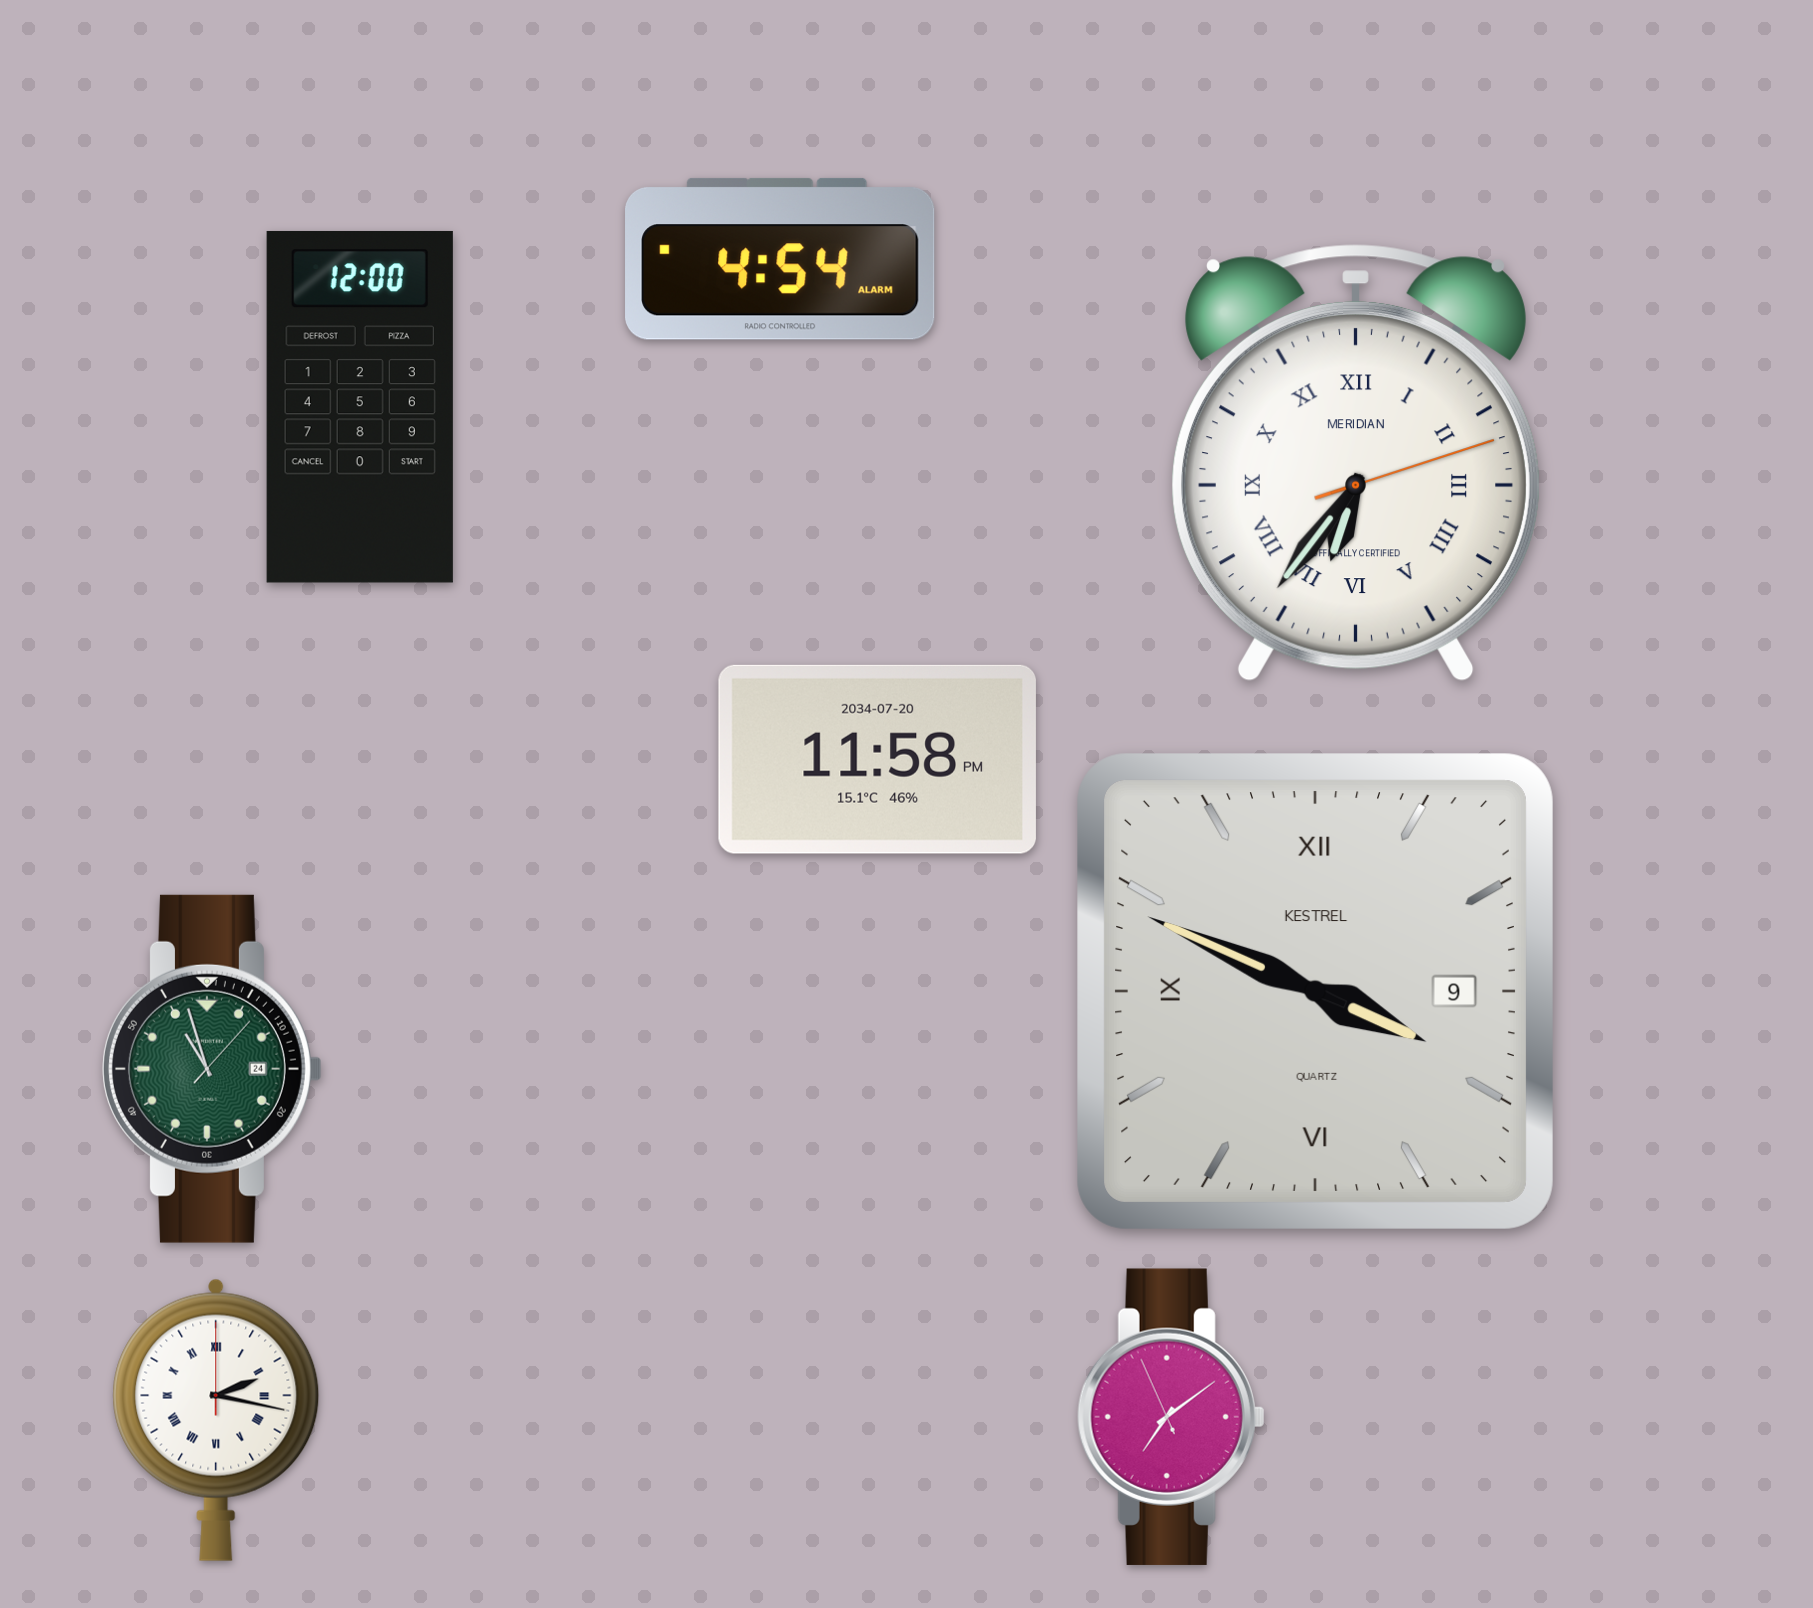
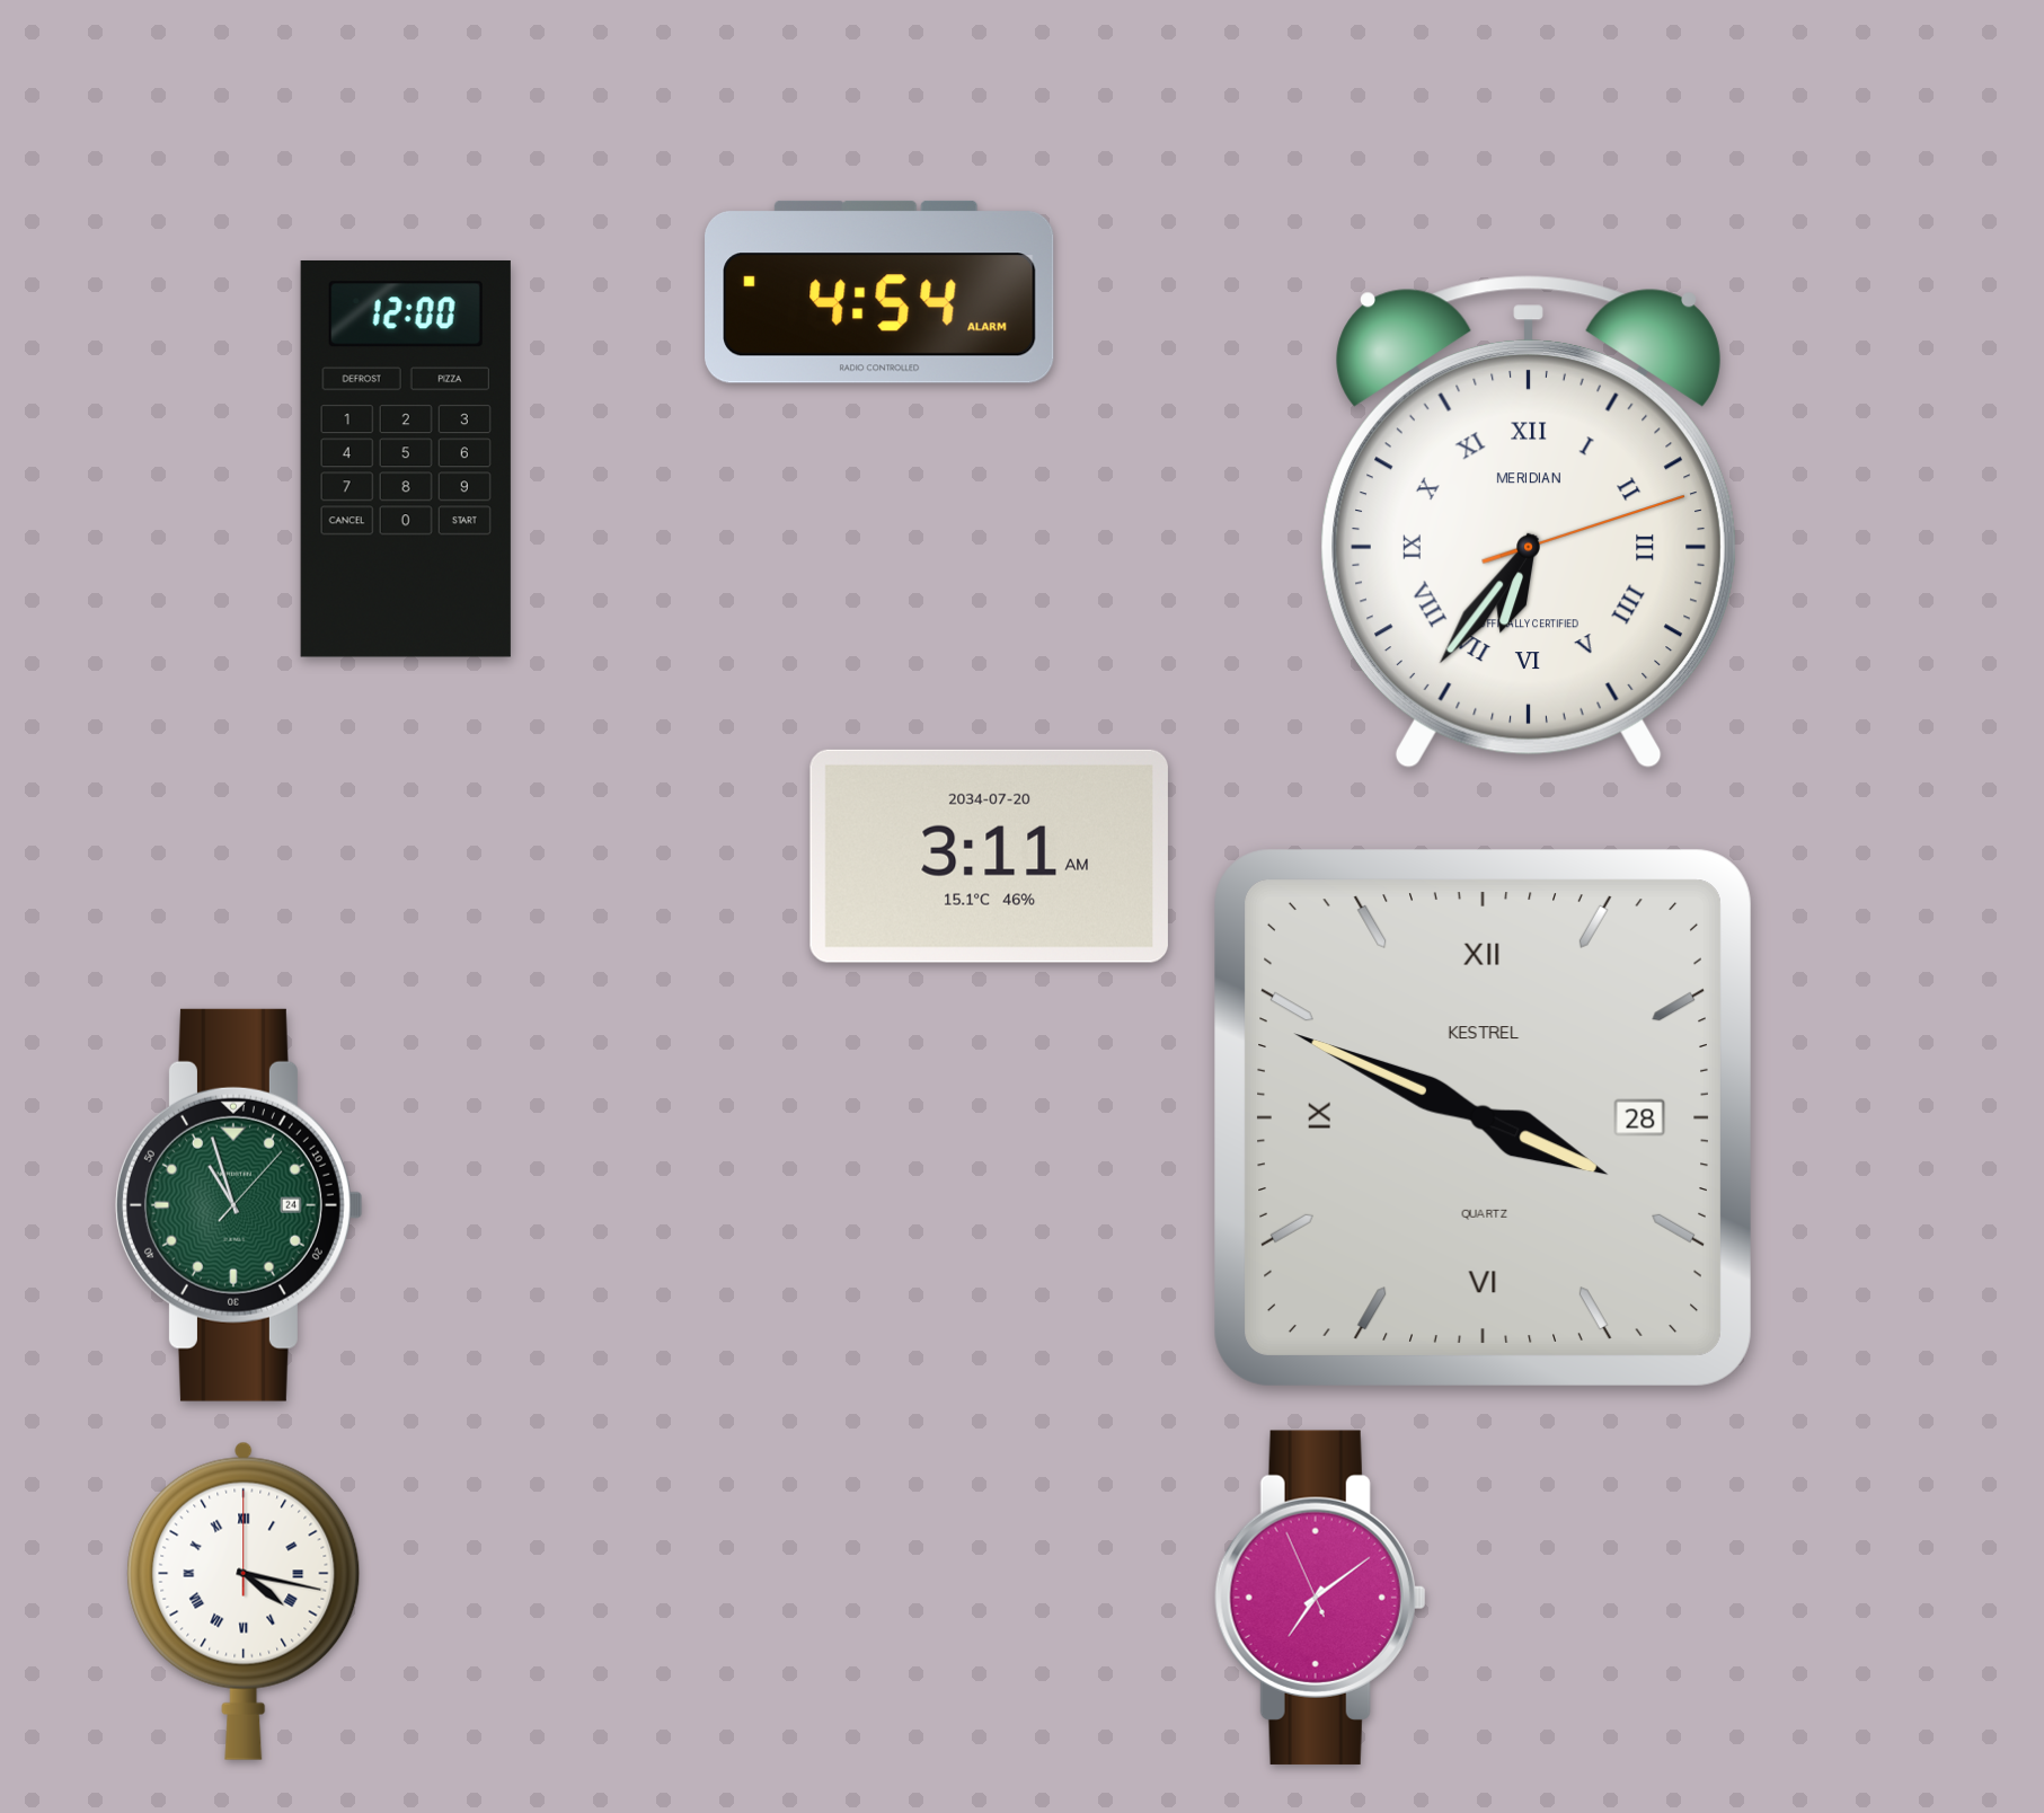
clock at (877, 759): 11:58 -> 3:11
clock at (1315, 991) date: 9 -> 28
clock at (216, 1420): 2:17 -> 4:17
